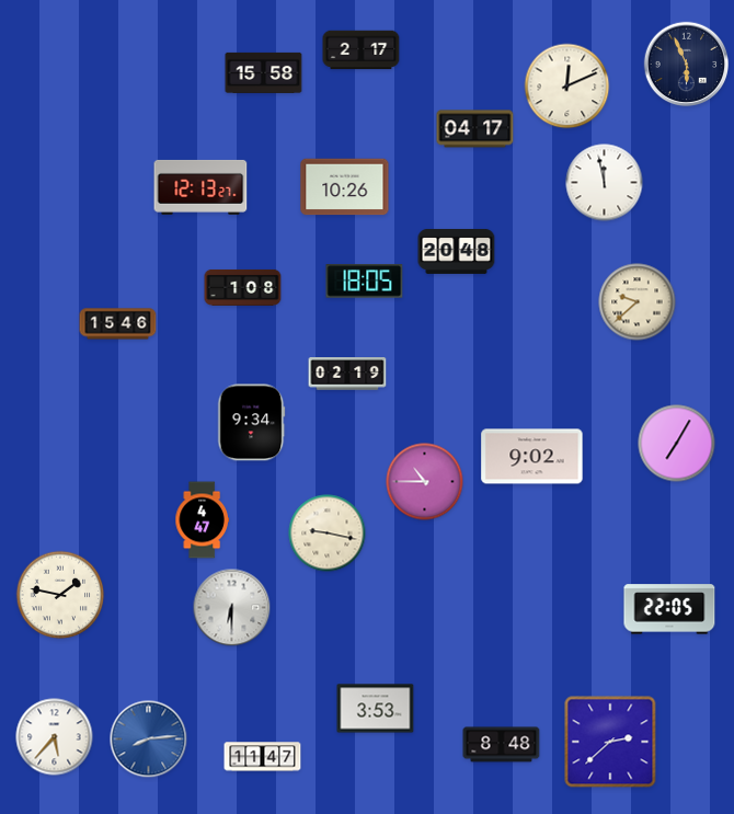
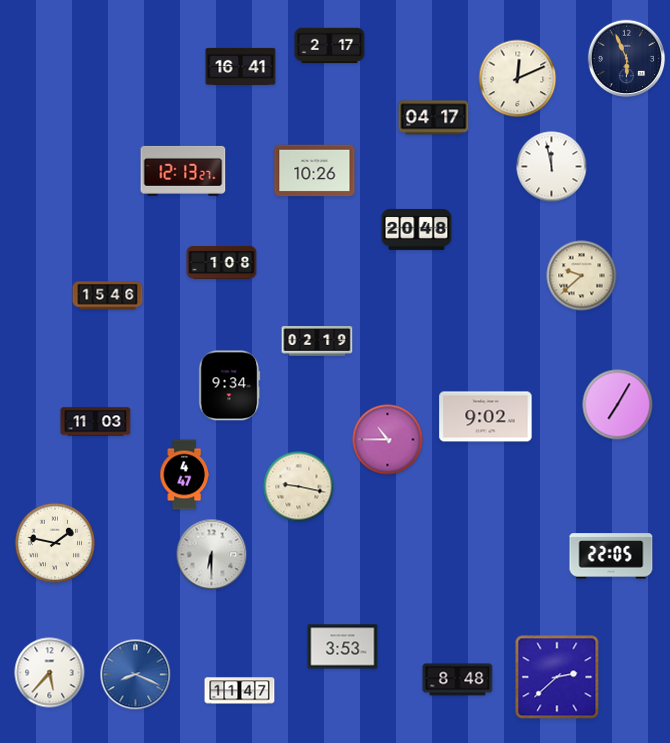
clock at (264, 72): 15:58 -> 16:41
clock at (365, 282): 18:05 -> none
clock at (96, 422): none -> 11:03
clock at (149, 740): 8:14 -> 8:19
